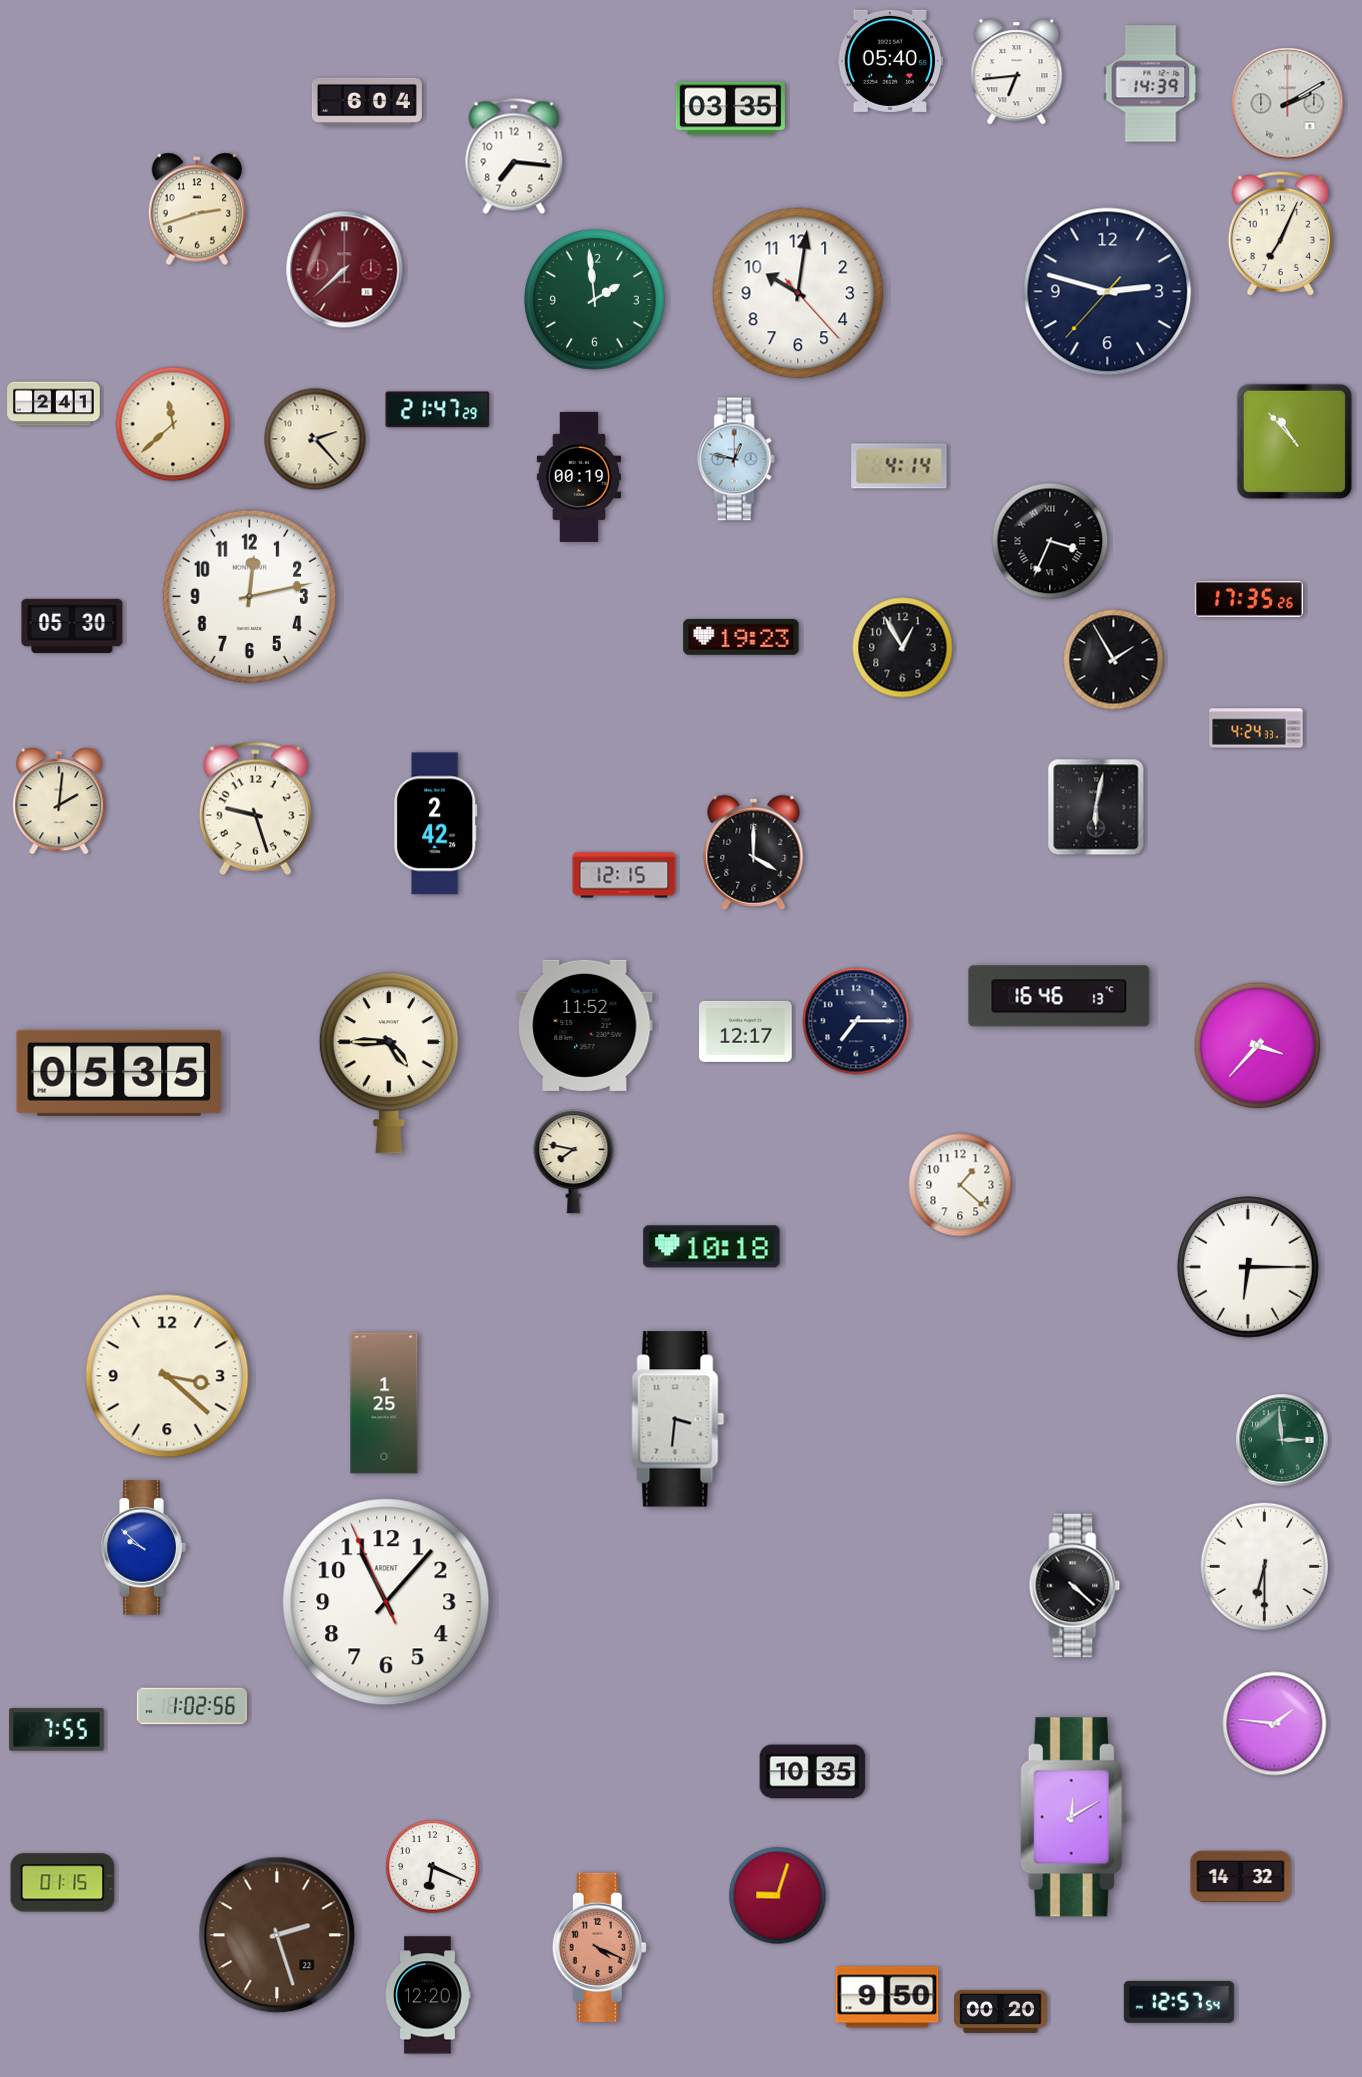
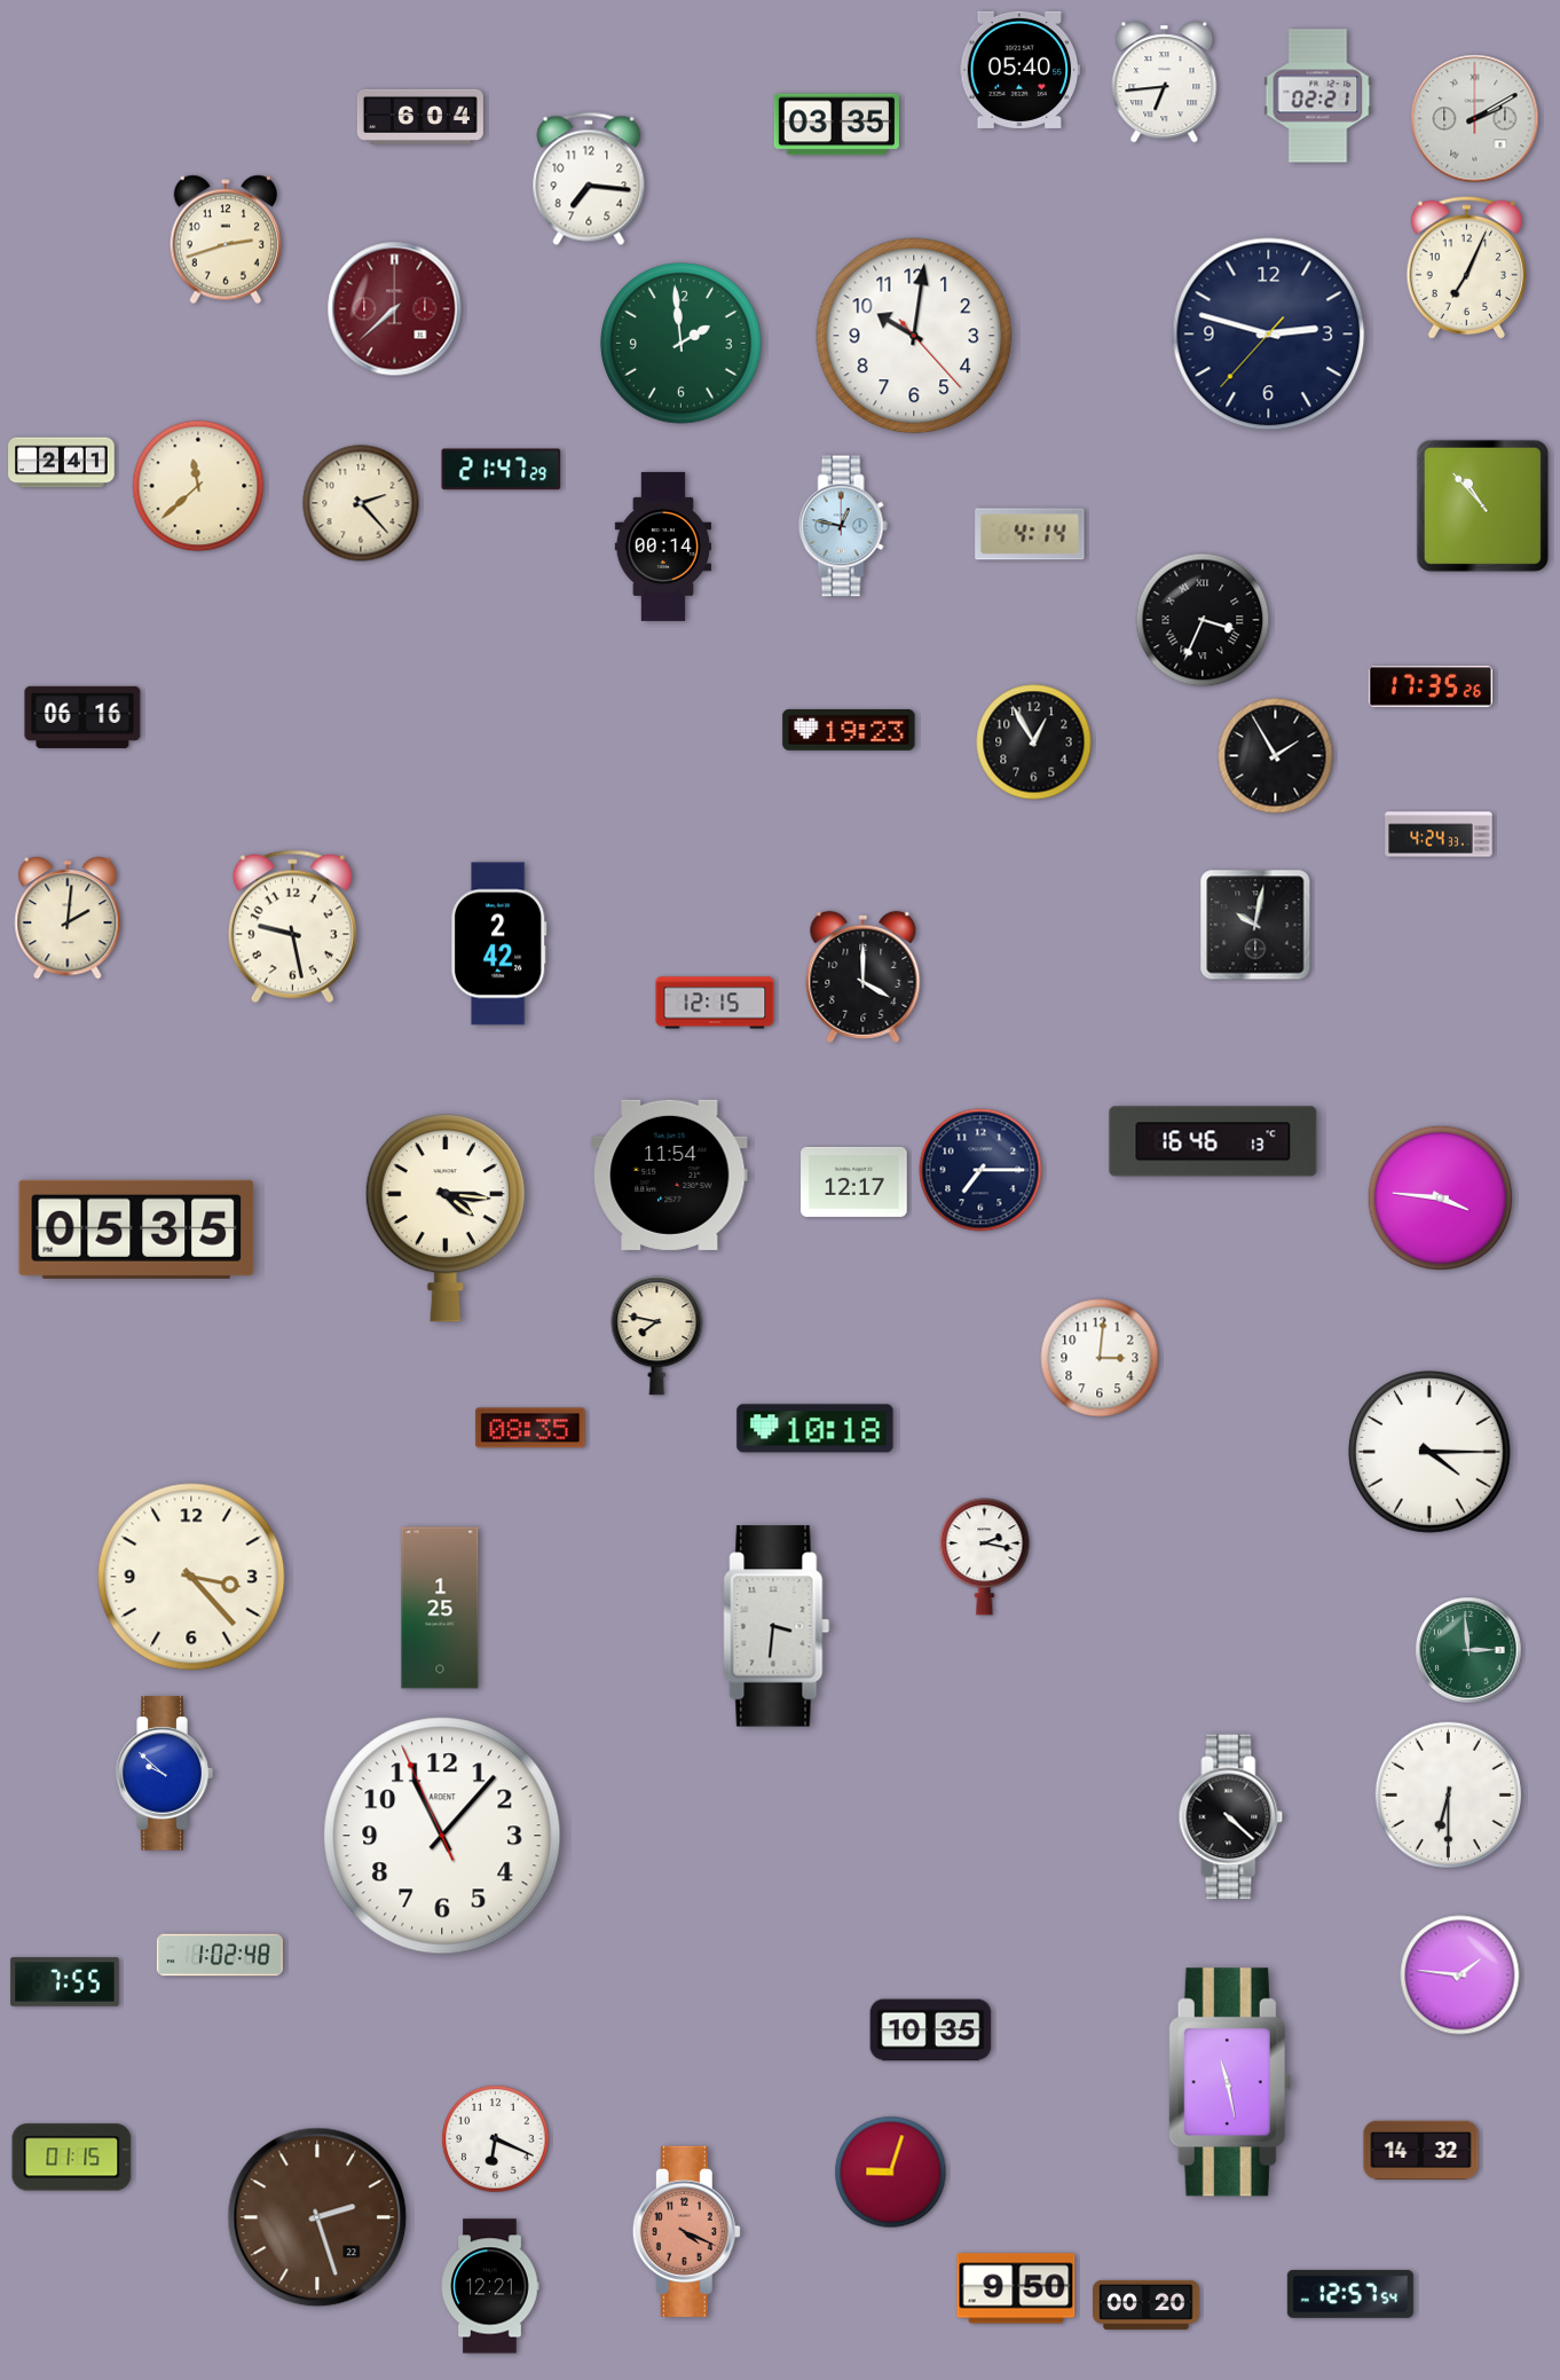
clock at (1151, 84): 14:39 -> 02:21
clock at (578, 477): 00:19 -> 00:14
clock at (250, 597): 12:13 -> none
clock at (72, 626): 05:30 -> 06:16
clock at (1096, 807): 6:02 -> 10:02
clock at (255, 809): 9:27 -> 9:28
clock at (585, 1025): 11:52 -> 11:54
clock at (1257, 1045): 3:37 -> 3:46
clock at (389, 1063): 4:45 -> 4:16
clock at (574, 1162) position: (574, 1162) -> (657, 1336)
clock at (960, 1185): 1:22 -> 3:01
clock at (530, 1428): none -> 08:35
clock at (1249, 1268): 6:15 -> 4:15
clock at (985, 1557): none -> 2:17
clock at (167, 1376): 3:22 -> 3:23
clock at (192, 1706): 1:02:56 -> 1:02:48
clock at (1074, 1817): 12:10 -> 11:28
clock at (428, 1995): 12:20 -> 12:21
